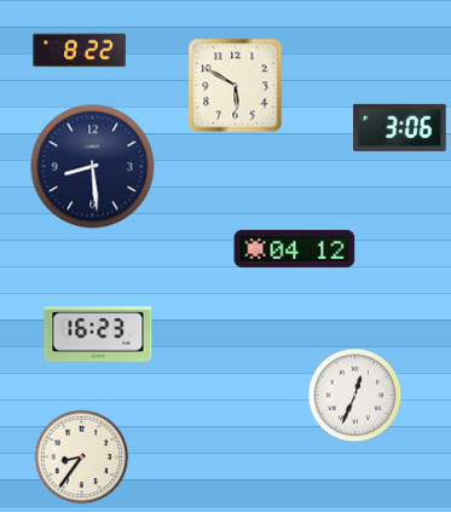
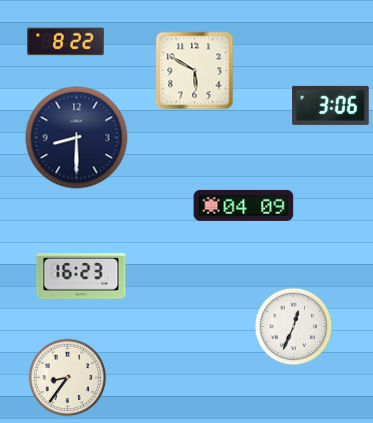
clock at (93, 167): 8:29 -> 8:30
clock at (295, 248): 04:12 -> 04:09
